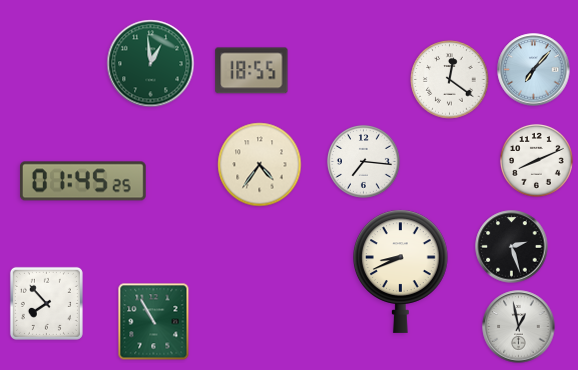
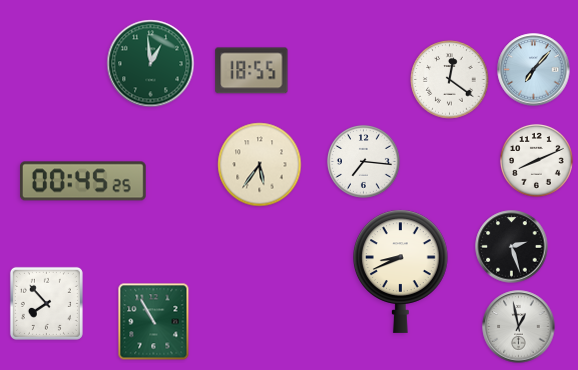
clock at (260, 165): 4:36 -> 5:36
clock at (83, 181): 01:45 -> 00:45
